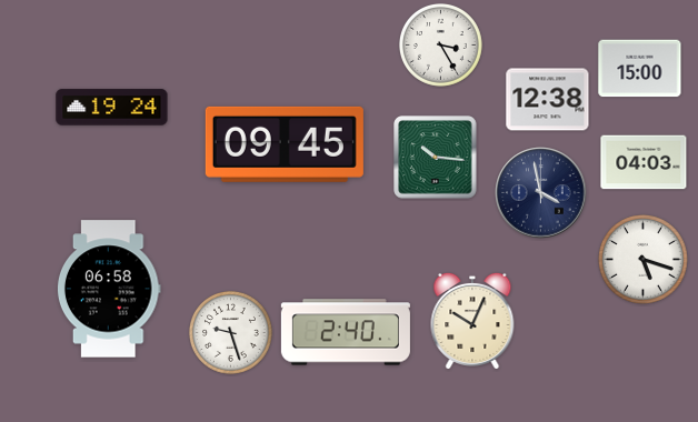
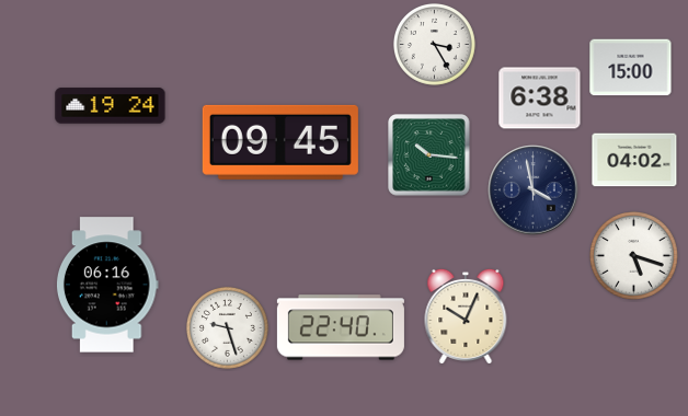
clock at (548, 100): 12:38 -> 6:38
clock at (644, 162): 04:03 -> 04:02
clock at (109, 289): 06:58 -> 06:16
clock at (346, 332): 2:40 -> 22:40
